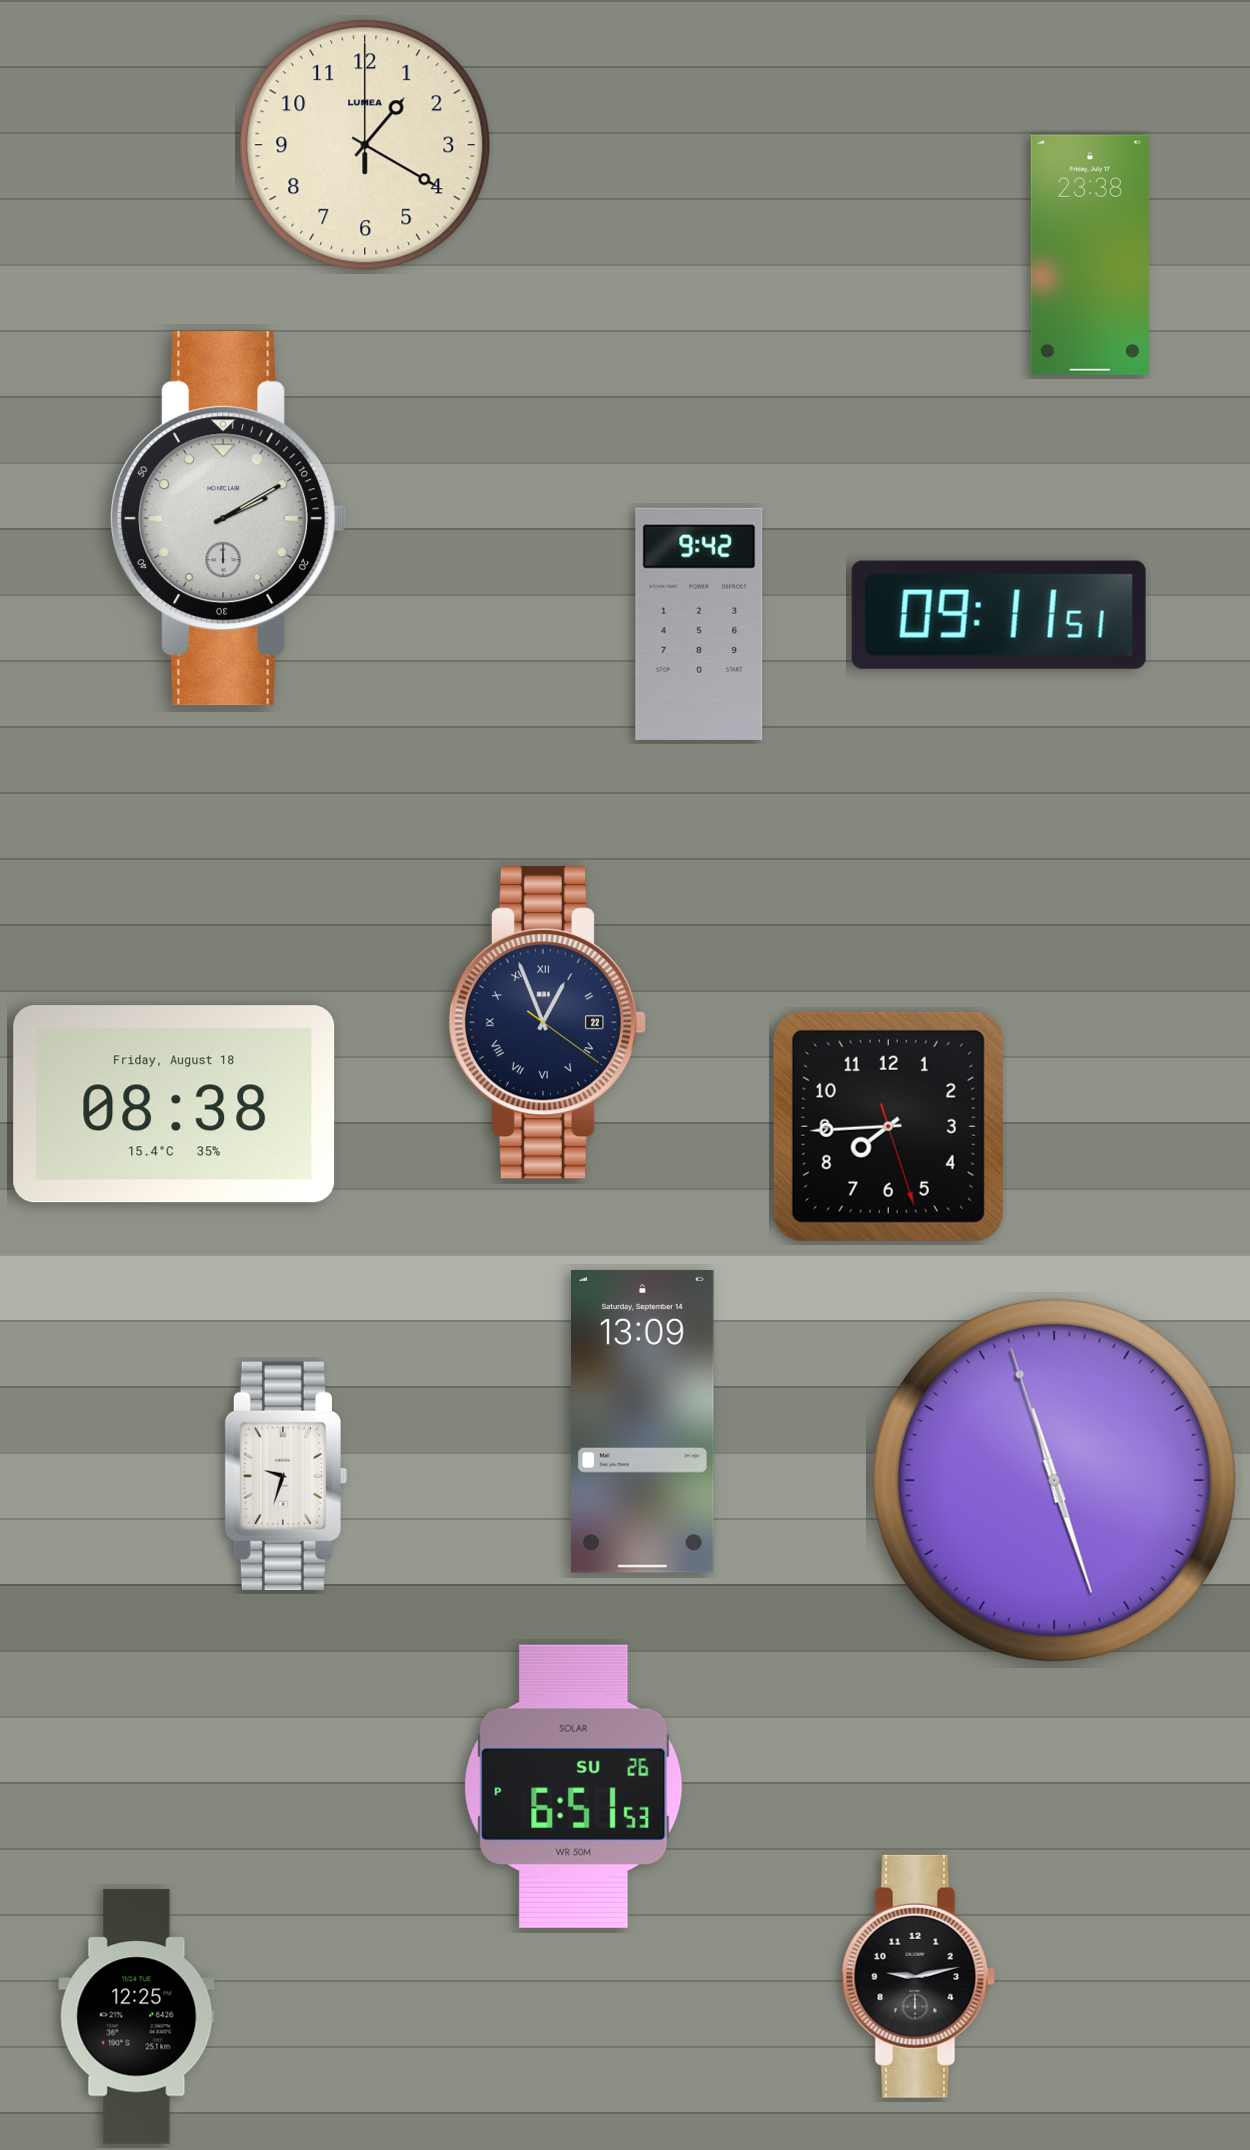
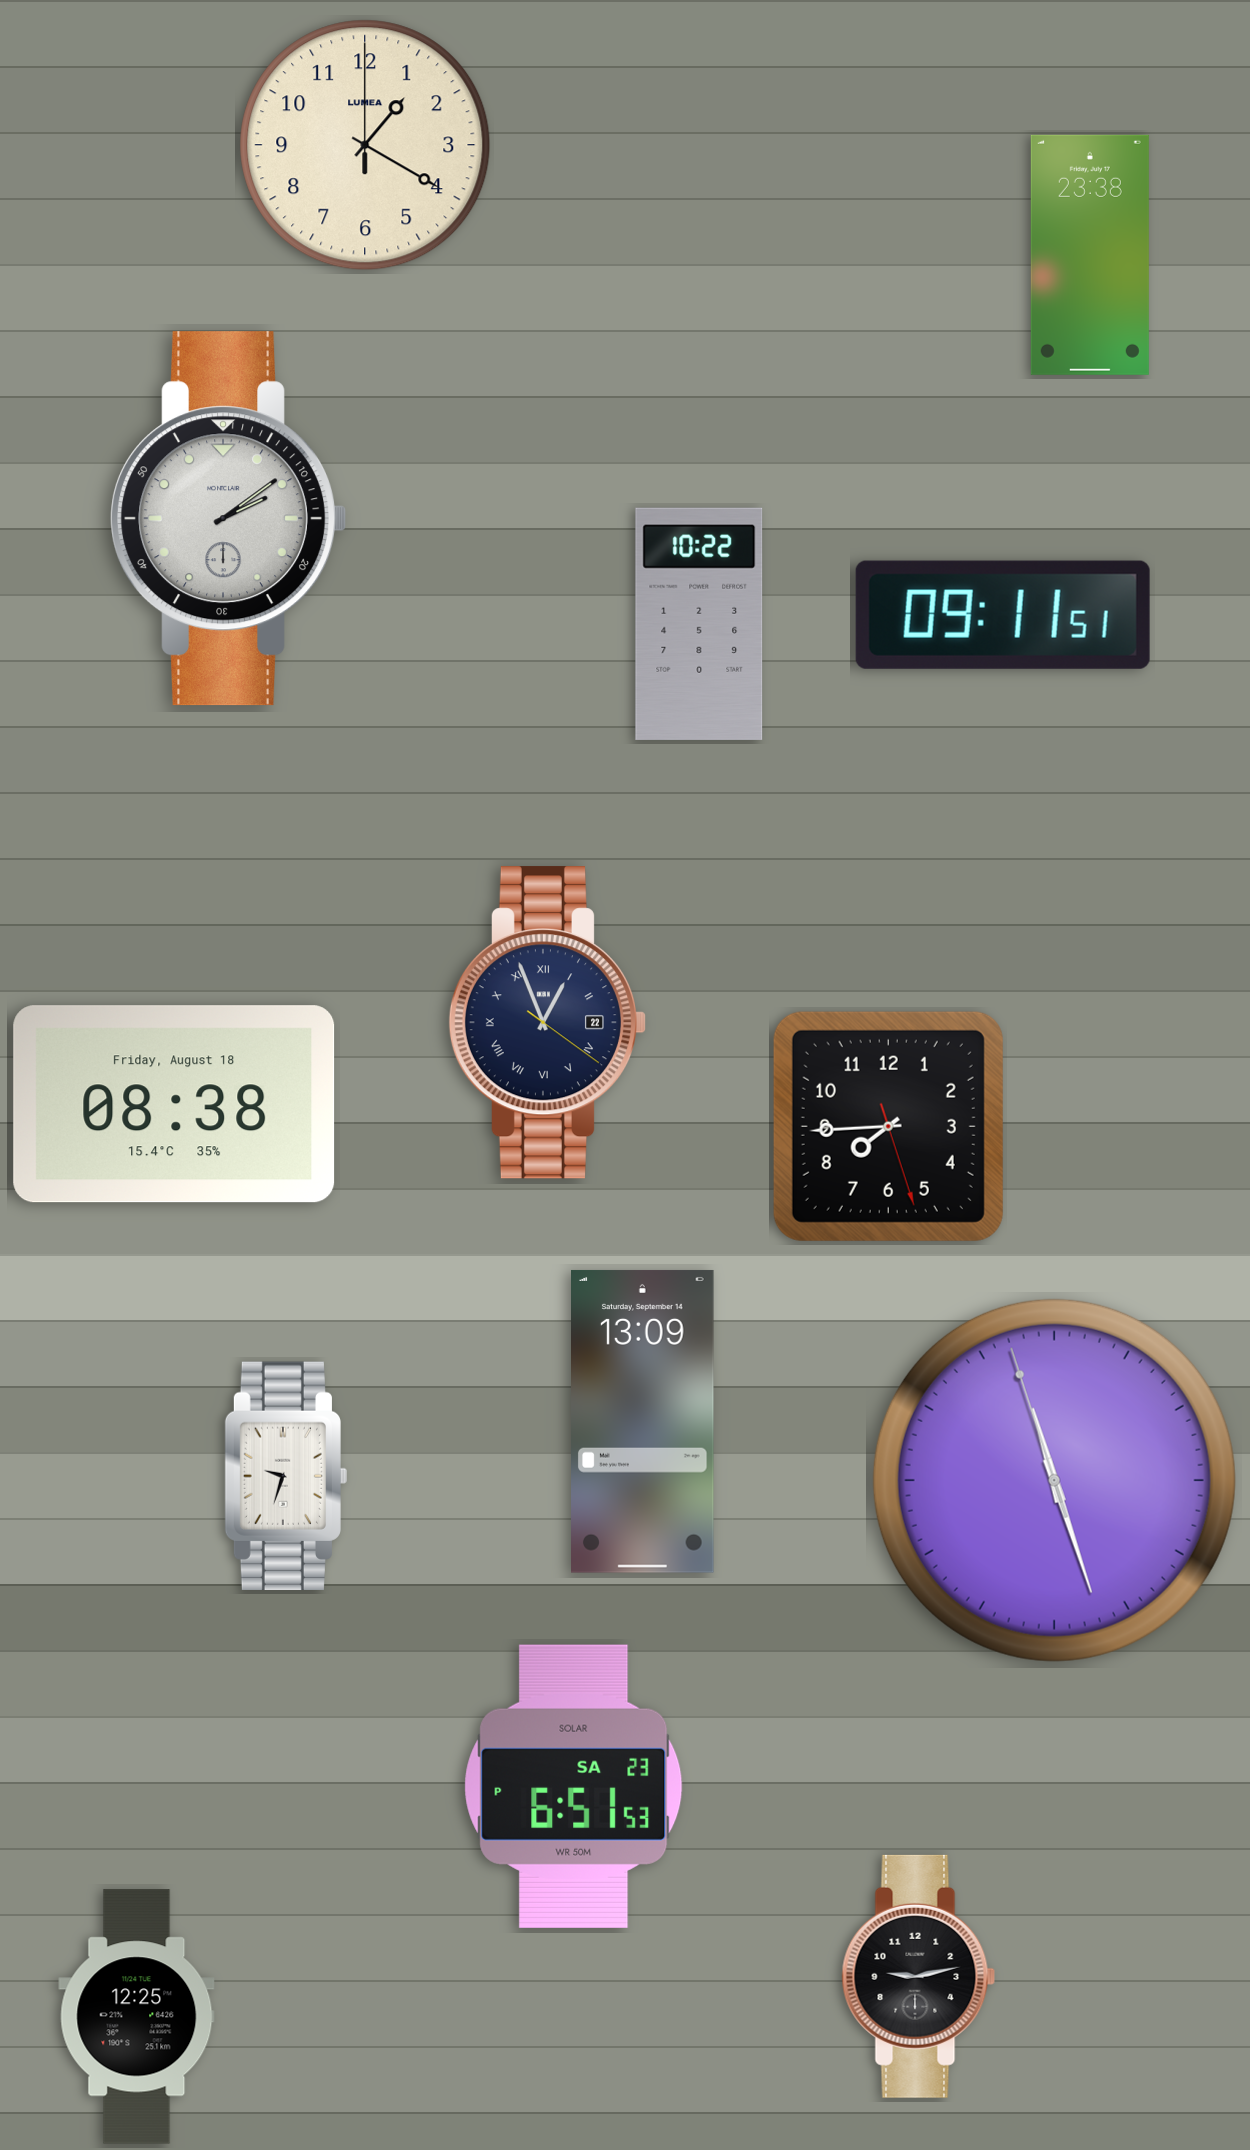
clock at (228, 519): 2:10 -> 2:09
clock at (999, 615) position: (999, 615) -> (1003, 615)
clock at (699, 624): 9:42 -> 10:22
clock at (574, 1786) date: SU 26 -> SA 23
